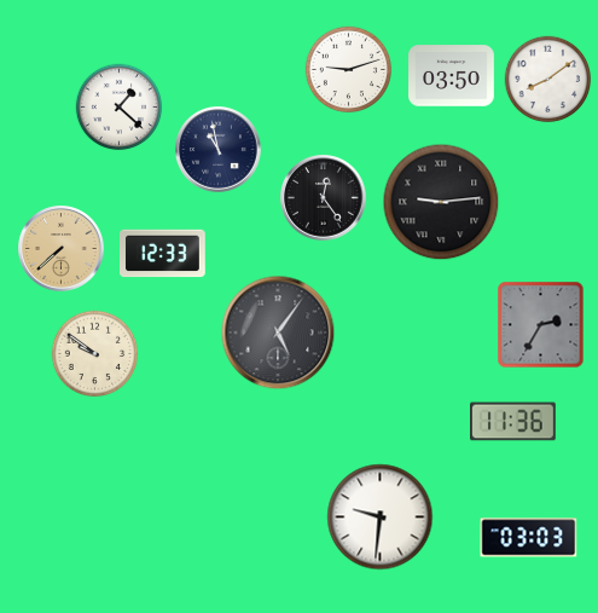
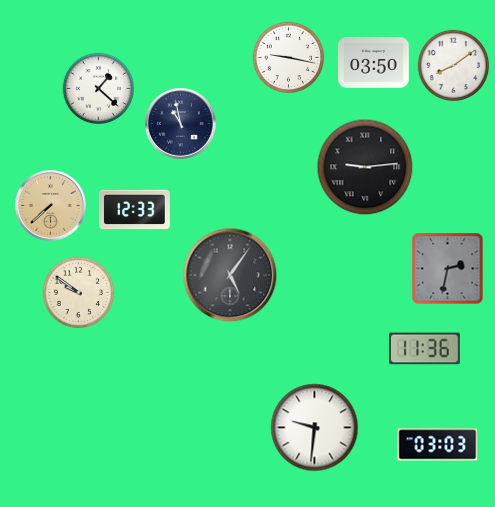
clock at (349, 70): 9:12 -> 9:17
clock at (324, 198): 12:24 -> none
clock at (541, 325): 2:35 -> 2:32
